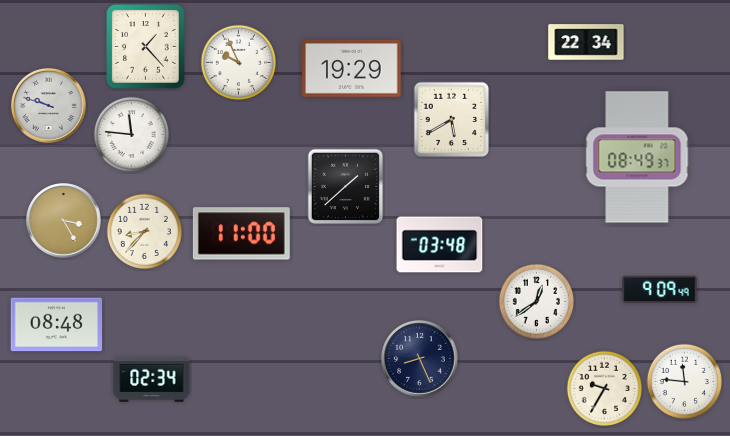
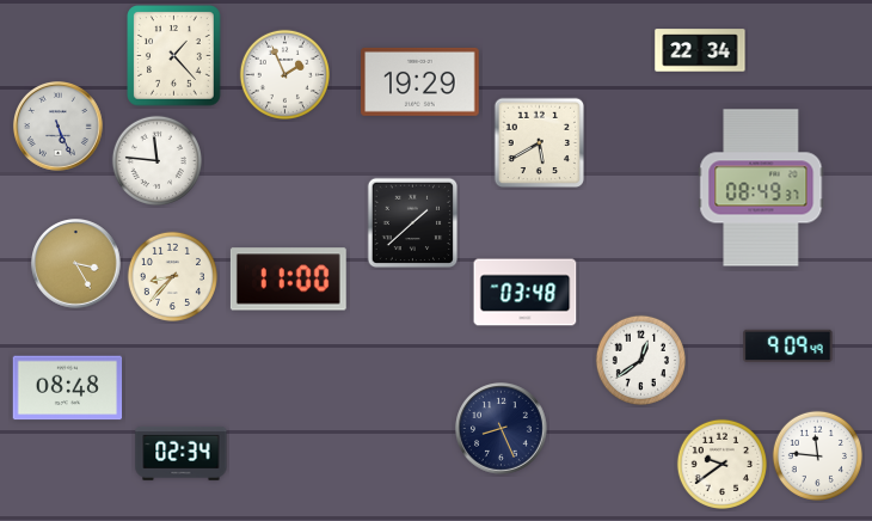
clock at (238, 62): 9:56 -> 1:56
clock at (49, 106): 9:48 -> 5:26
clock at (604, 388): 9:35 -> 9:39
